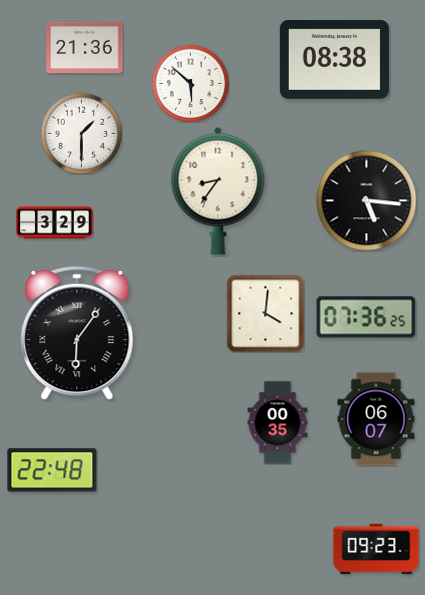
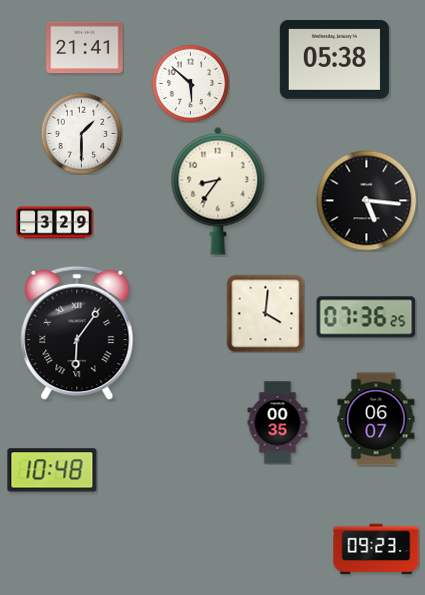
clock at (85, 48): 21:36 -> 21:41
clock at (334, 59): 08:38 -> 05:38
clock at (52, 470): 22:48 -> 10:48
